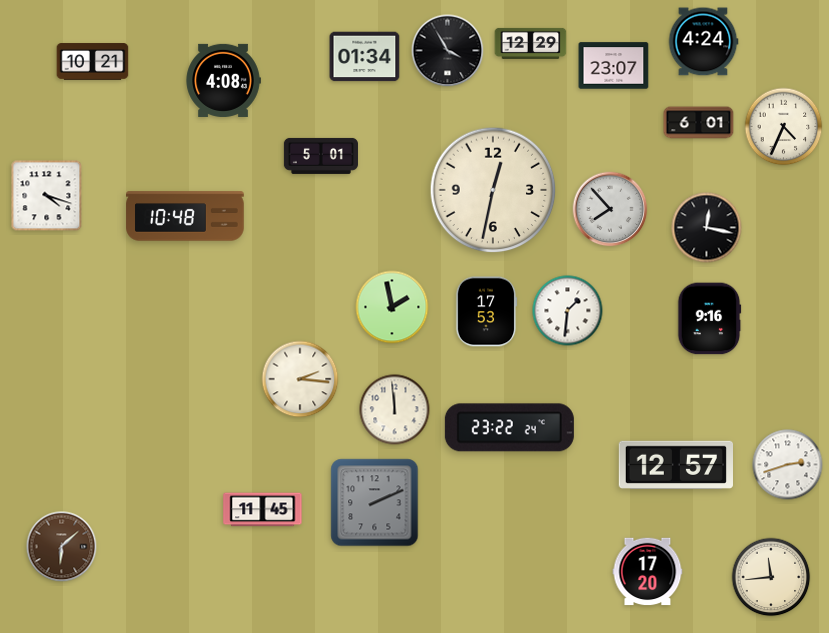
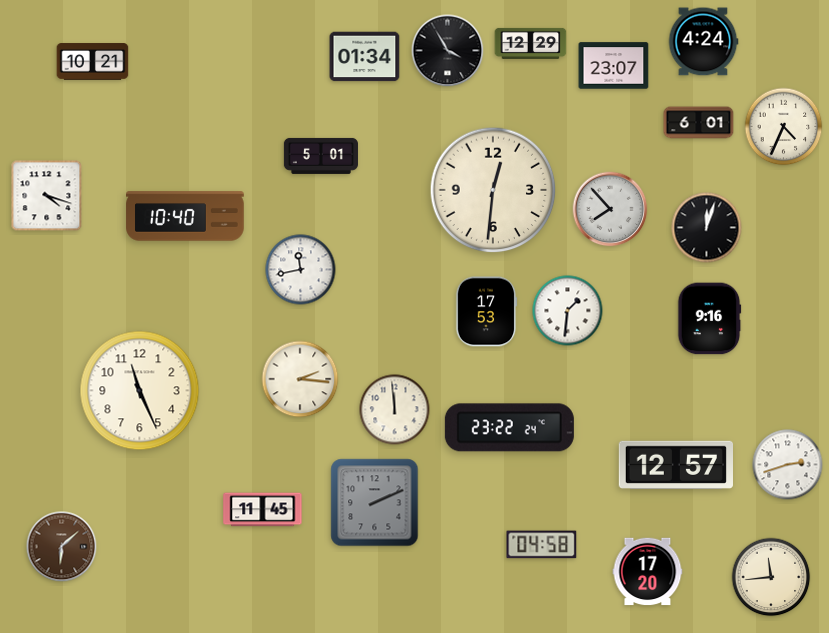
clock at (223, 80): 4:08 -> none
clock at (493, 190): 12:32 -> 12:31
clock at (185, 216): 10:48 -> 10:40
clock at (707, 228): 12:17 -> 12:03
clock at (301, 270): none -> 11:43
clock at (392, 307): 1:58 -> none
clock at (140, 391): none -> 11:26
clock at (542, 545): none -> 04:58
